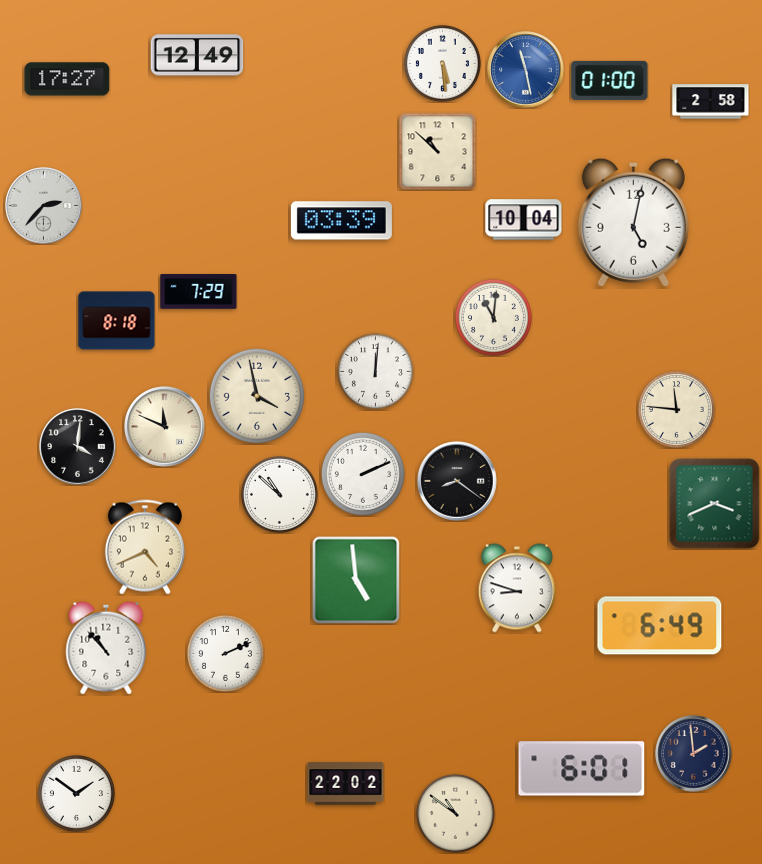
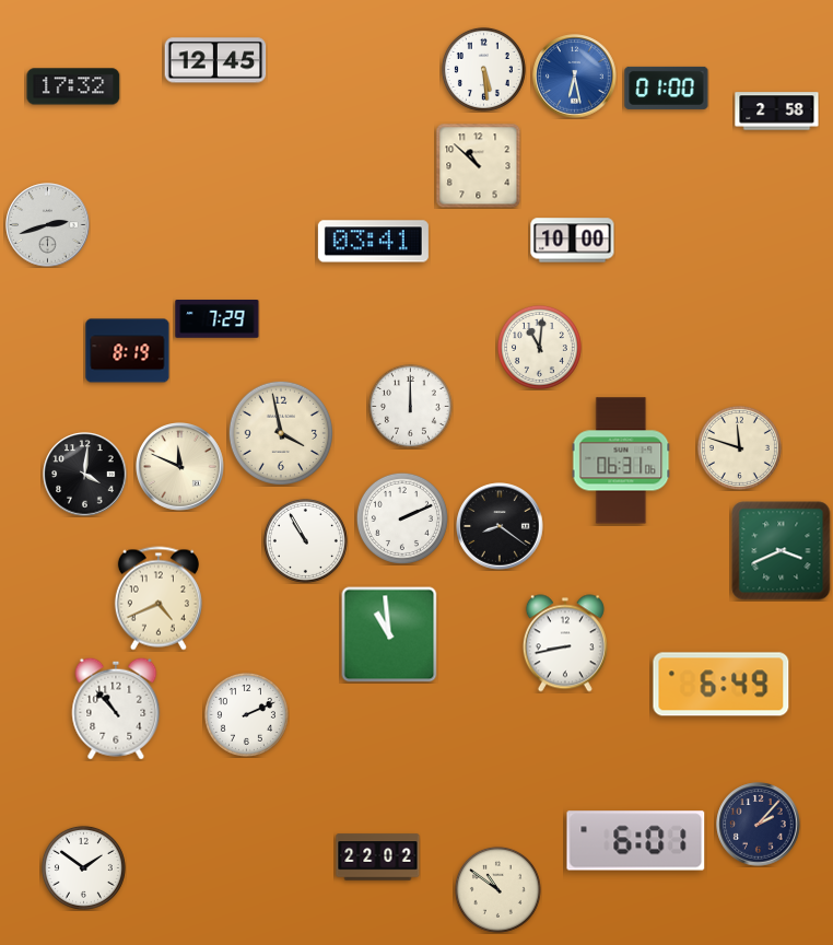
clock at (197, 55): 12:49 -> 12:45
clock at (526, 70): 11:28 -> 6:28
clock at (67, 79): 17:27 -> 17:32
clock at (44, 206): 2:37 -> 2:42
clock at (524, 220): 10:04 -> 10:00
clock at (341, 221): 03:39 -> 03:41
clock at (633, 222): 5:02 -> none
clock at (117, 321): 8:18 -> 8:19
clock at (375, 371): 12:01 -> 12:00
clock at (676, 409): 11:46 -> 11:48
clock at (621, 460): none -> 06:31
clock at (78, 447) position: (78, 447) -> (85, 475)
clock at (363, 474) position: (363, 474) -> (402, 518)
clock at (279, 494): 10:52 -> 10:55
clock at (356, 580): 4:59 -> 10:59
clock at (517, 588): 8:48 -> 8:43
clock at (694, 754): 1:59 -> 2:07
